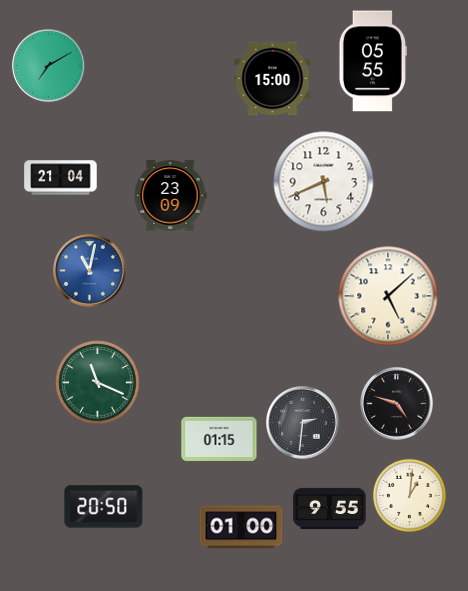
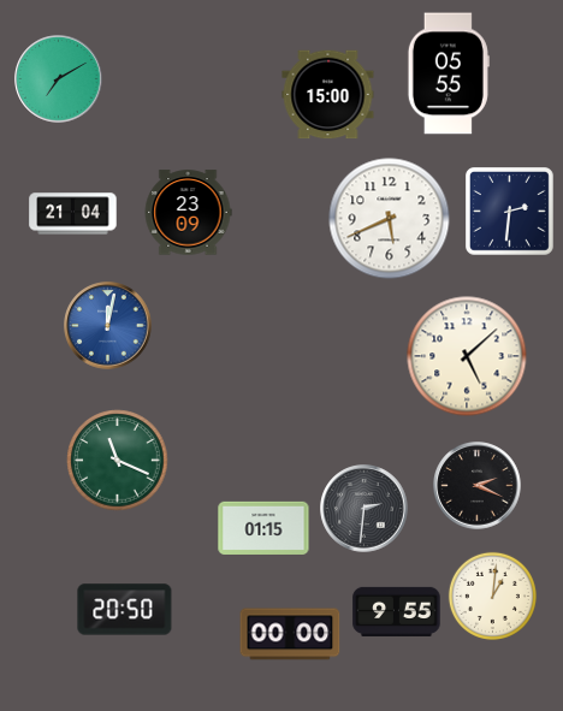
clock at (510, 212): none -> 2:31
clock at (170, 196) position: (170, 196) -> (188, 213)
clock at (90, 271): 11:02 -> 12:02
clock at (397, 404): 4:48 -> 2:19
clock at (241, 527): 01:00 -> 00:00
